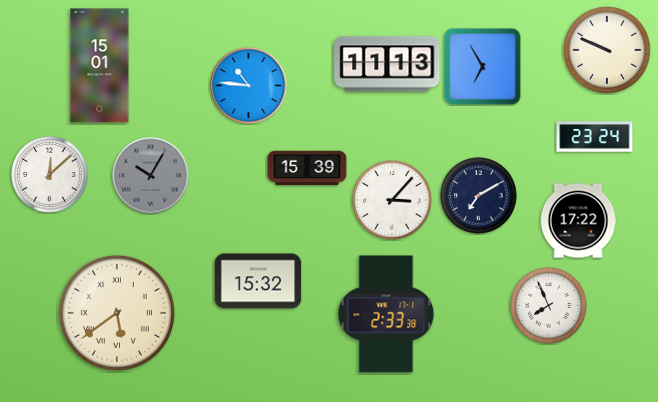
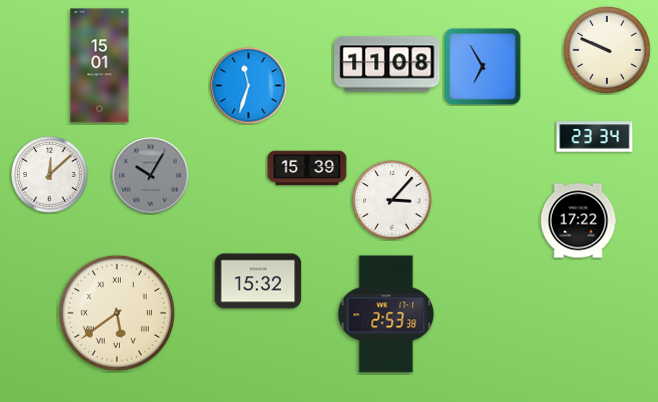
clock at (387, 64): 11:13 -> 11:08
clock at (249, 86): 10:46 -> 11:33
clock at (595, 137): 23:24 -> 23:34
clock at (479, 196): 7:10 -> none
clock at (549, 306): 7:56 -> none
clock at (386, 314): 2:33 -> 2:53
